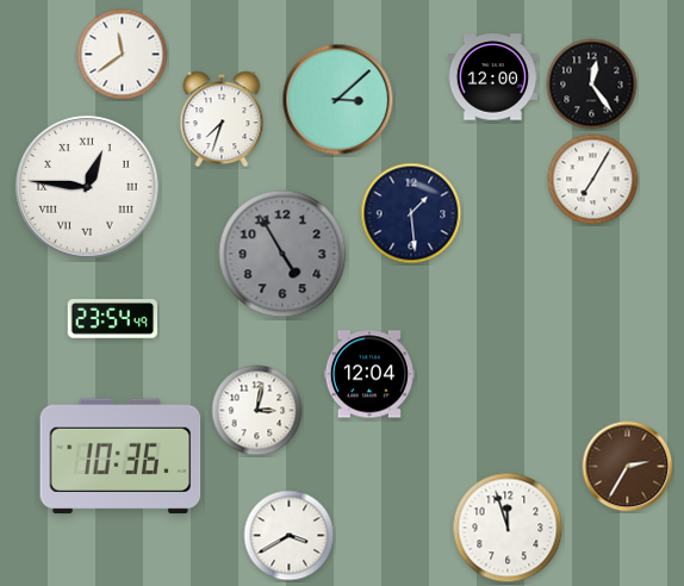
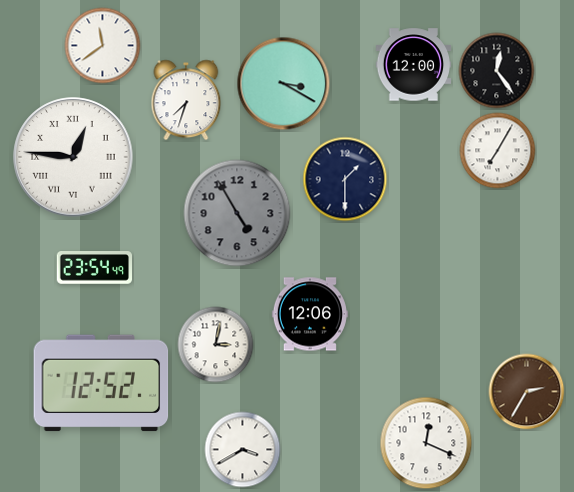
clock at (338, 100): 3:08 -> 3:20
clock at (411, 213): 1:29 -> 1:30
clock at (369, 374): 12:04 -> 12:06
clock at (120, 456): 10:36 -> 12:52
clock at (508, 528): 11:57 -> 12:19
